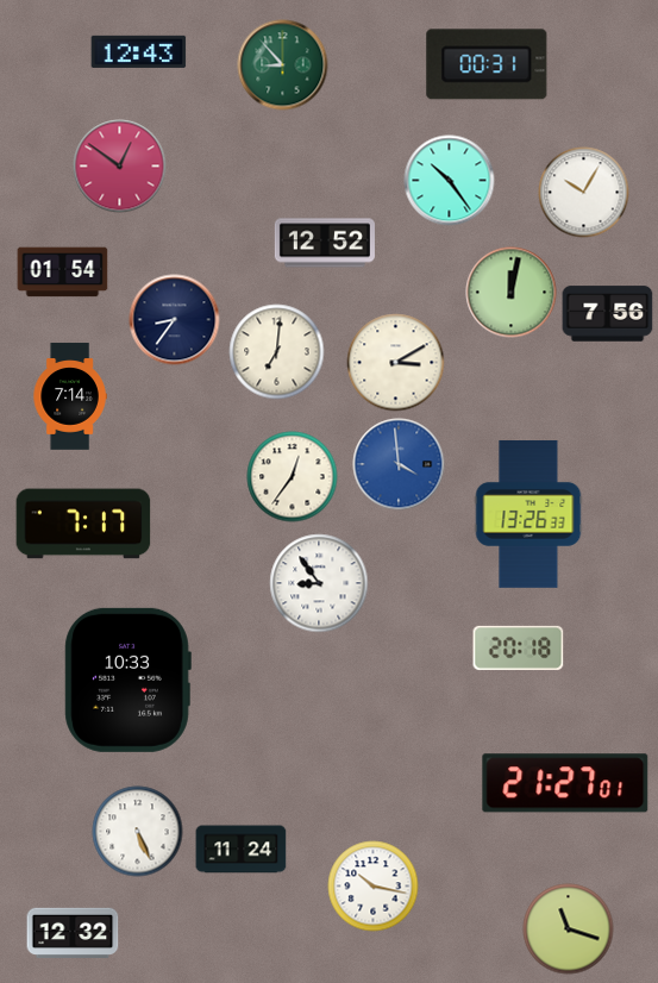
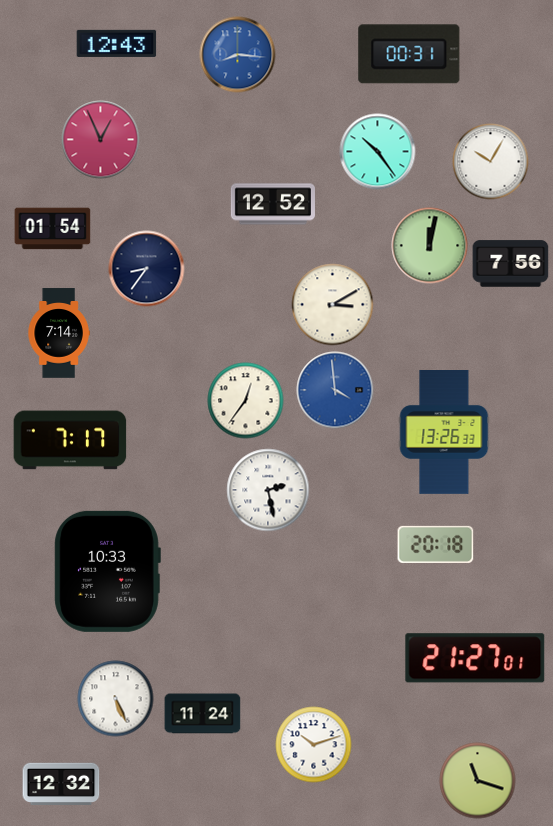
clock at (283, 65): 8:53 -> 8:16
clock at (283, 65) dial: green -> blue
clock at (120, 167): 12:51 -> 12:56
clock at (277, 352): 7:01 -> none
clock at (319, 583): 8:54 -> 2:28
clock at (374, 887): 10:17 -> 10:12
